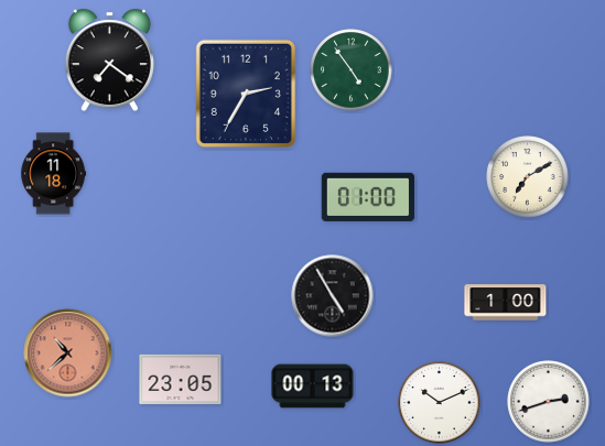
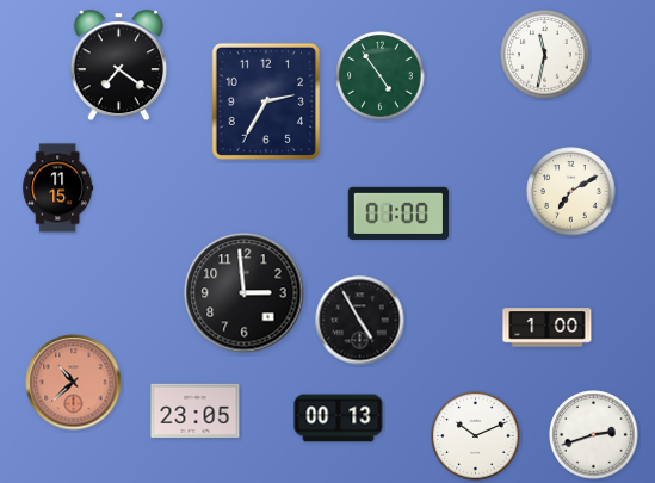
clock at (545, 55): none -> 11:32
clock at (54, 174): 11:18 -> 11:15
clock at (245, 293): none -> 2:59
